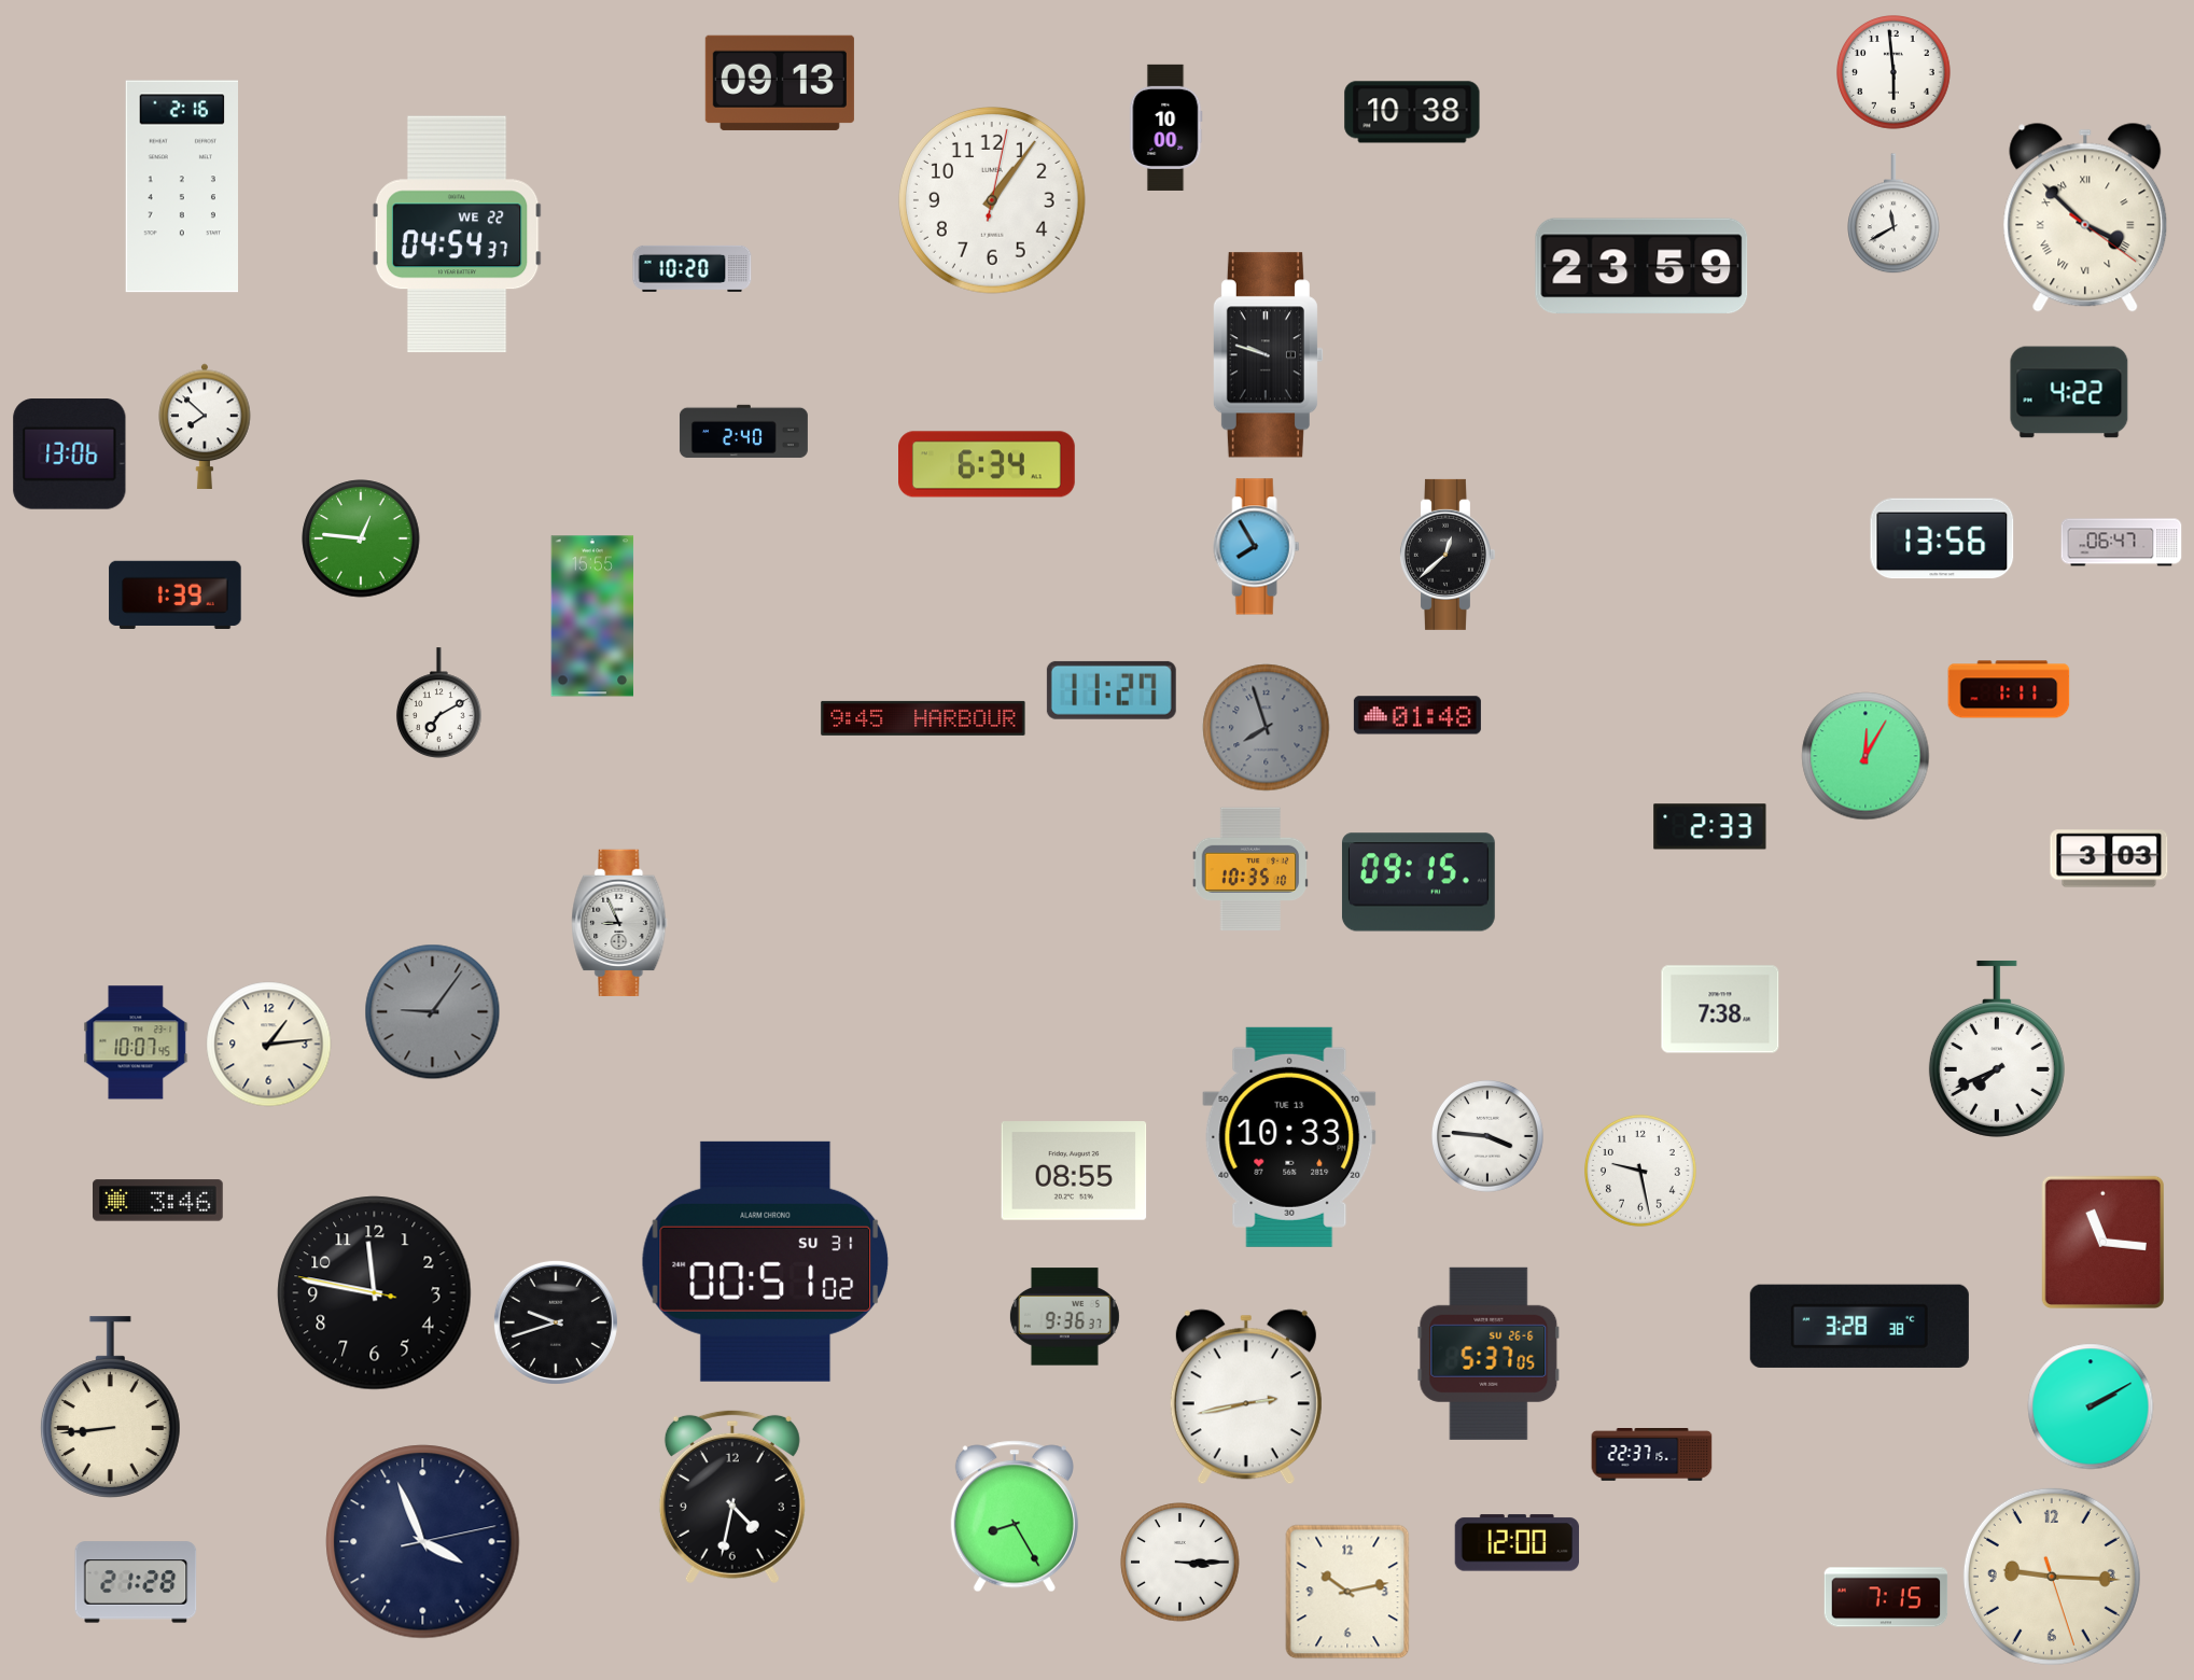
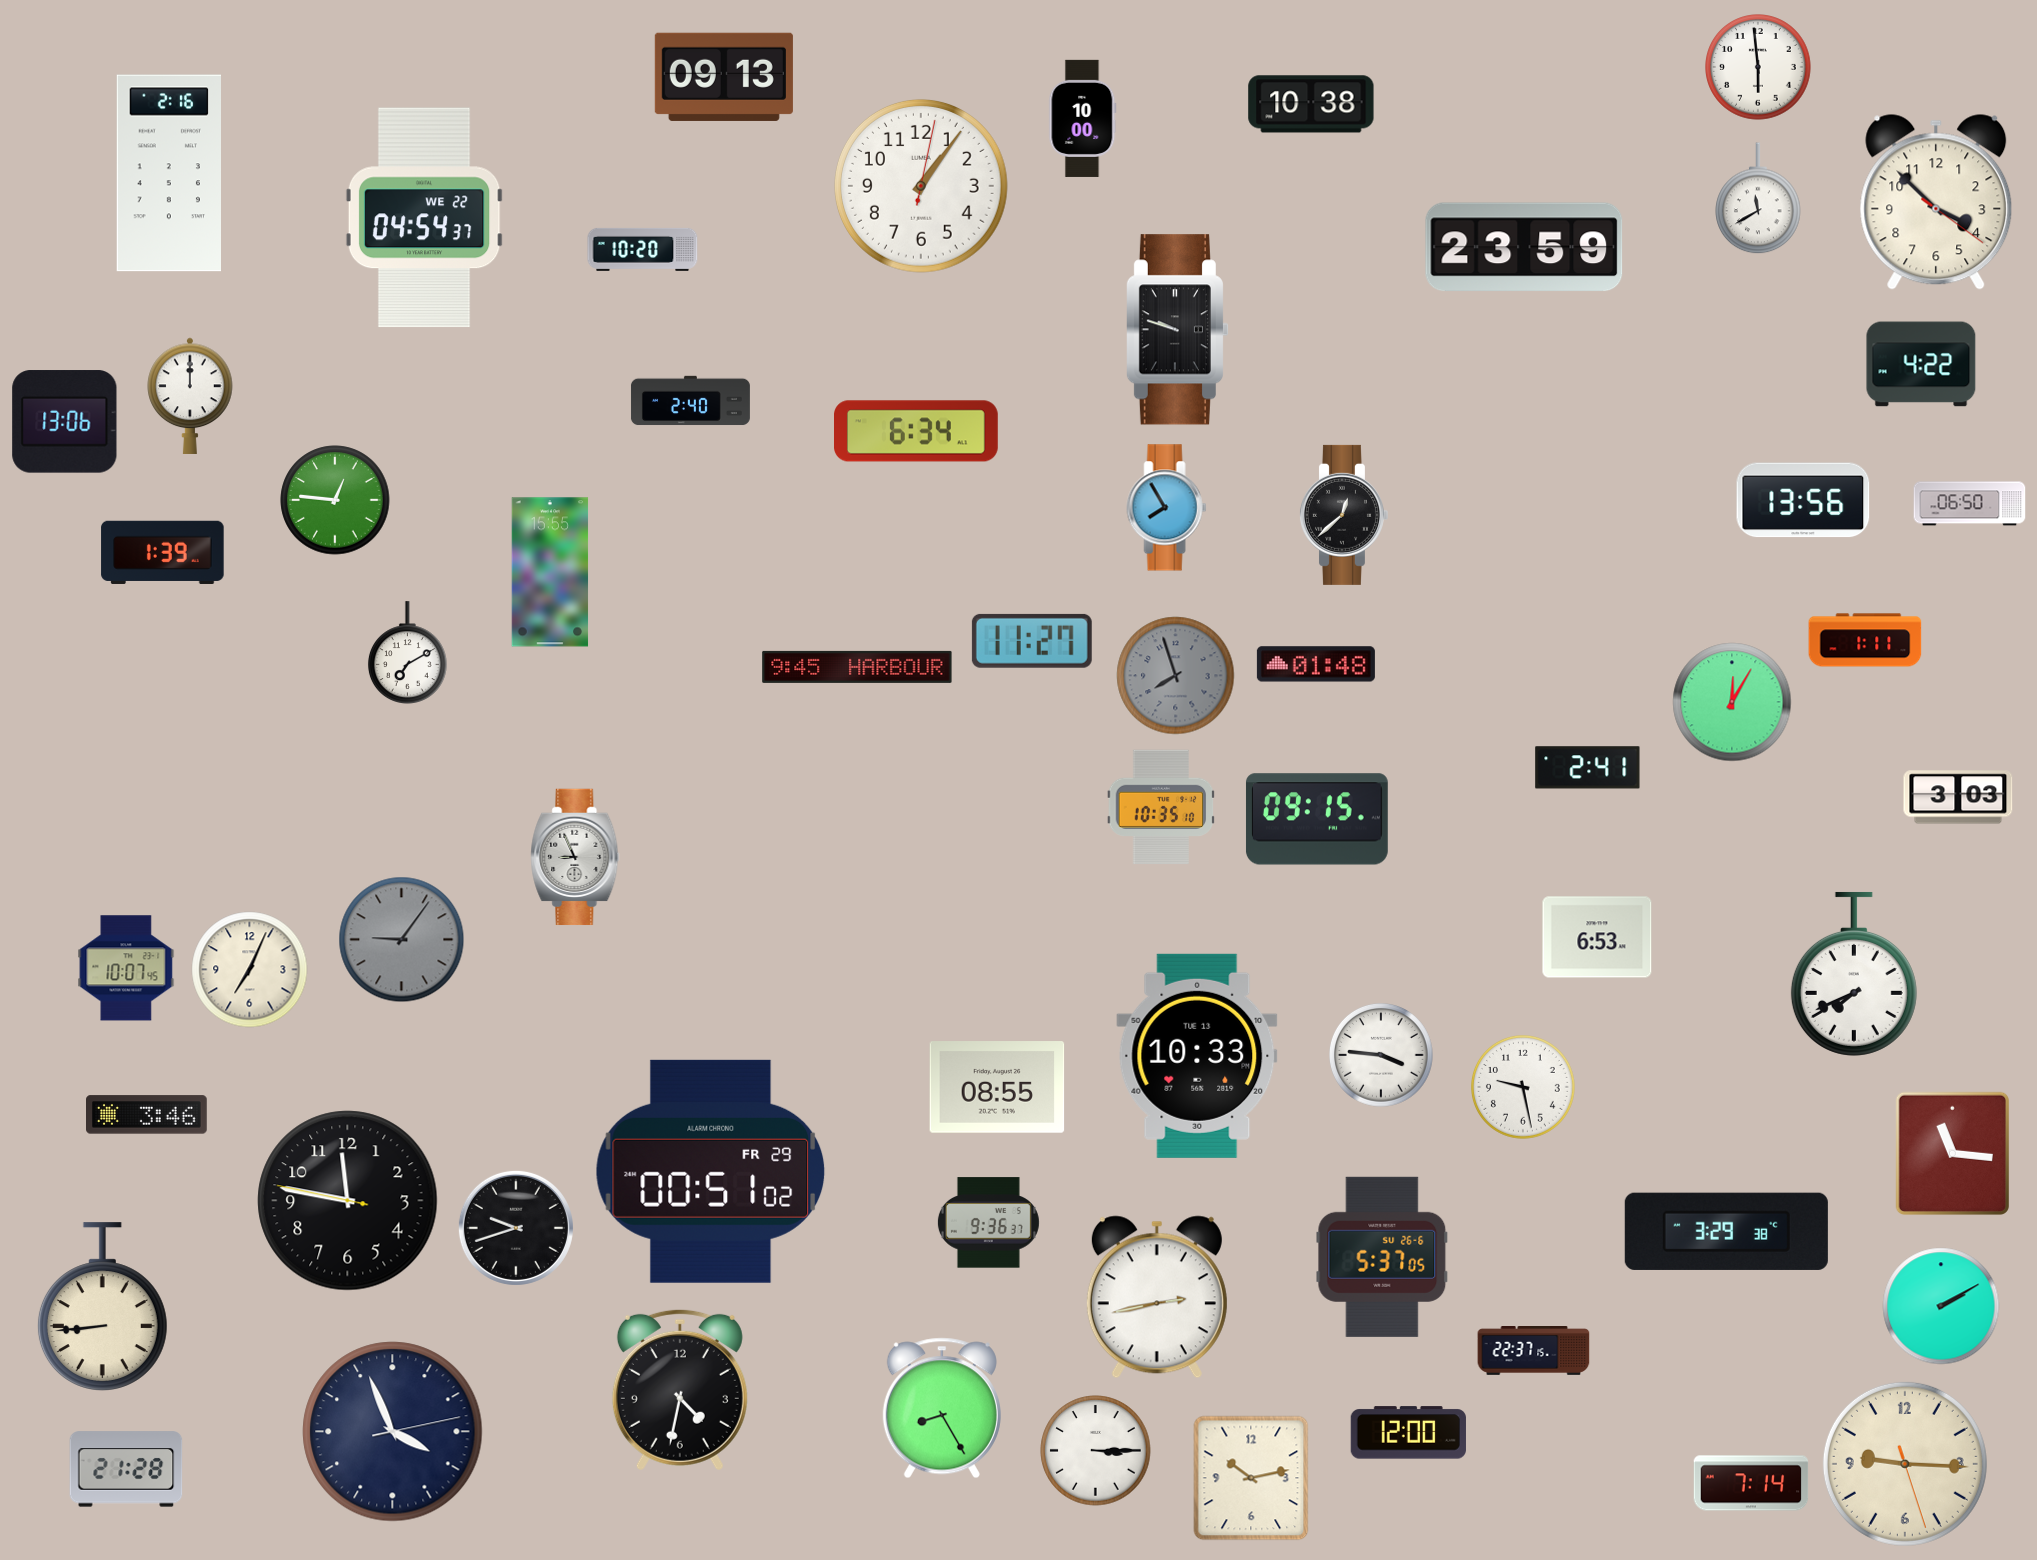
clock at (2085, 218) numerals: Roman -> Arabic
clock at (205, 426): 7:52 -> 12:00
clock at (2122, 543): 06:47 -> 06:50
clock at (1710, 827): 2:33 -> 2:41
clock at (1720, 1009): 7:38 -> 6:53
clock at (269, 1045): 1:14 -> 7:04
clock at (766, 1261) date: SU 31 -> FR 29
clock at (1859, 1326): 3:28 -> 3:29
clock at (1886, 1597): 7:15 -> 7:14
